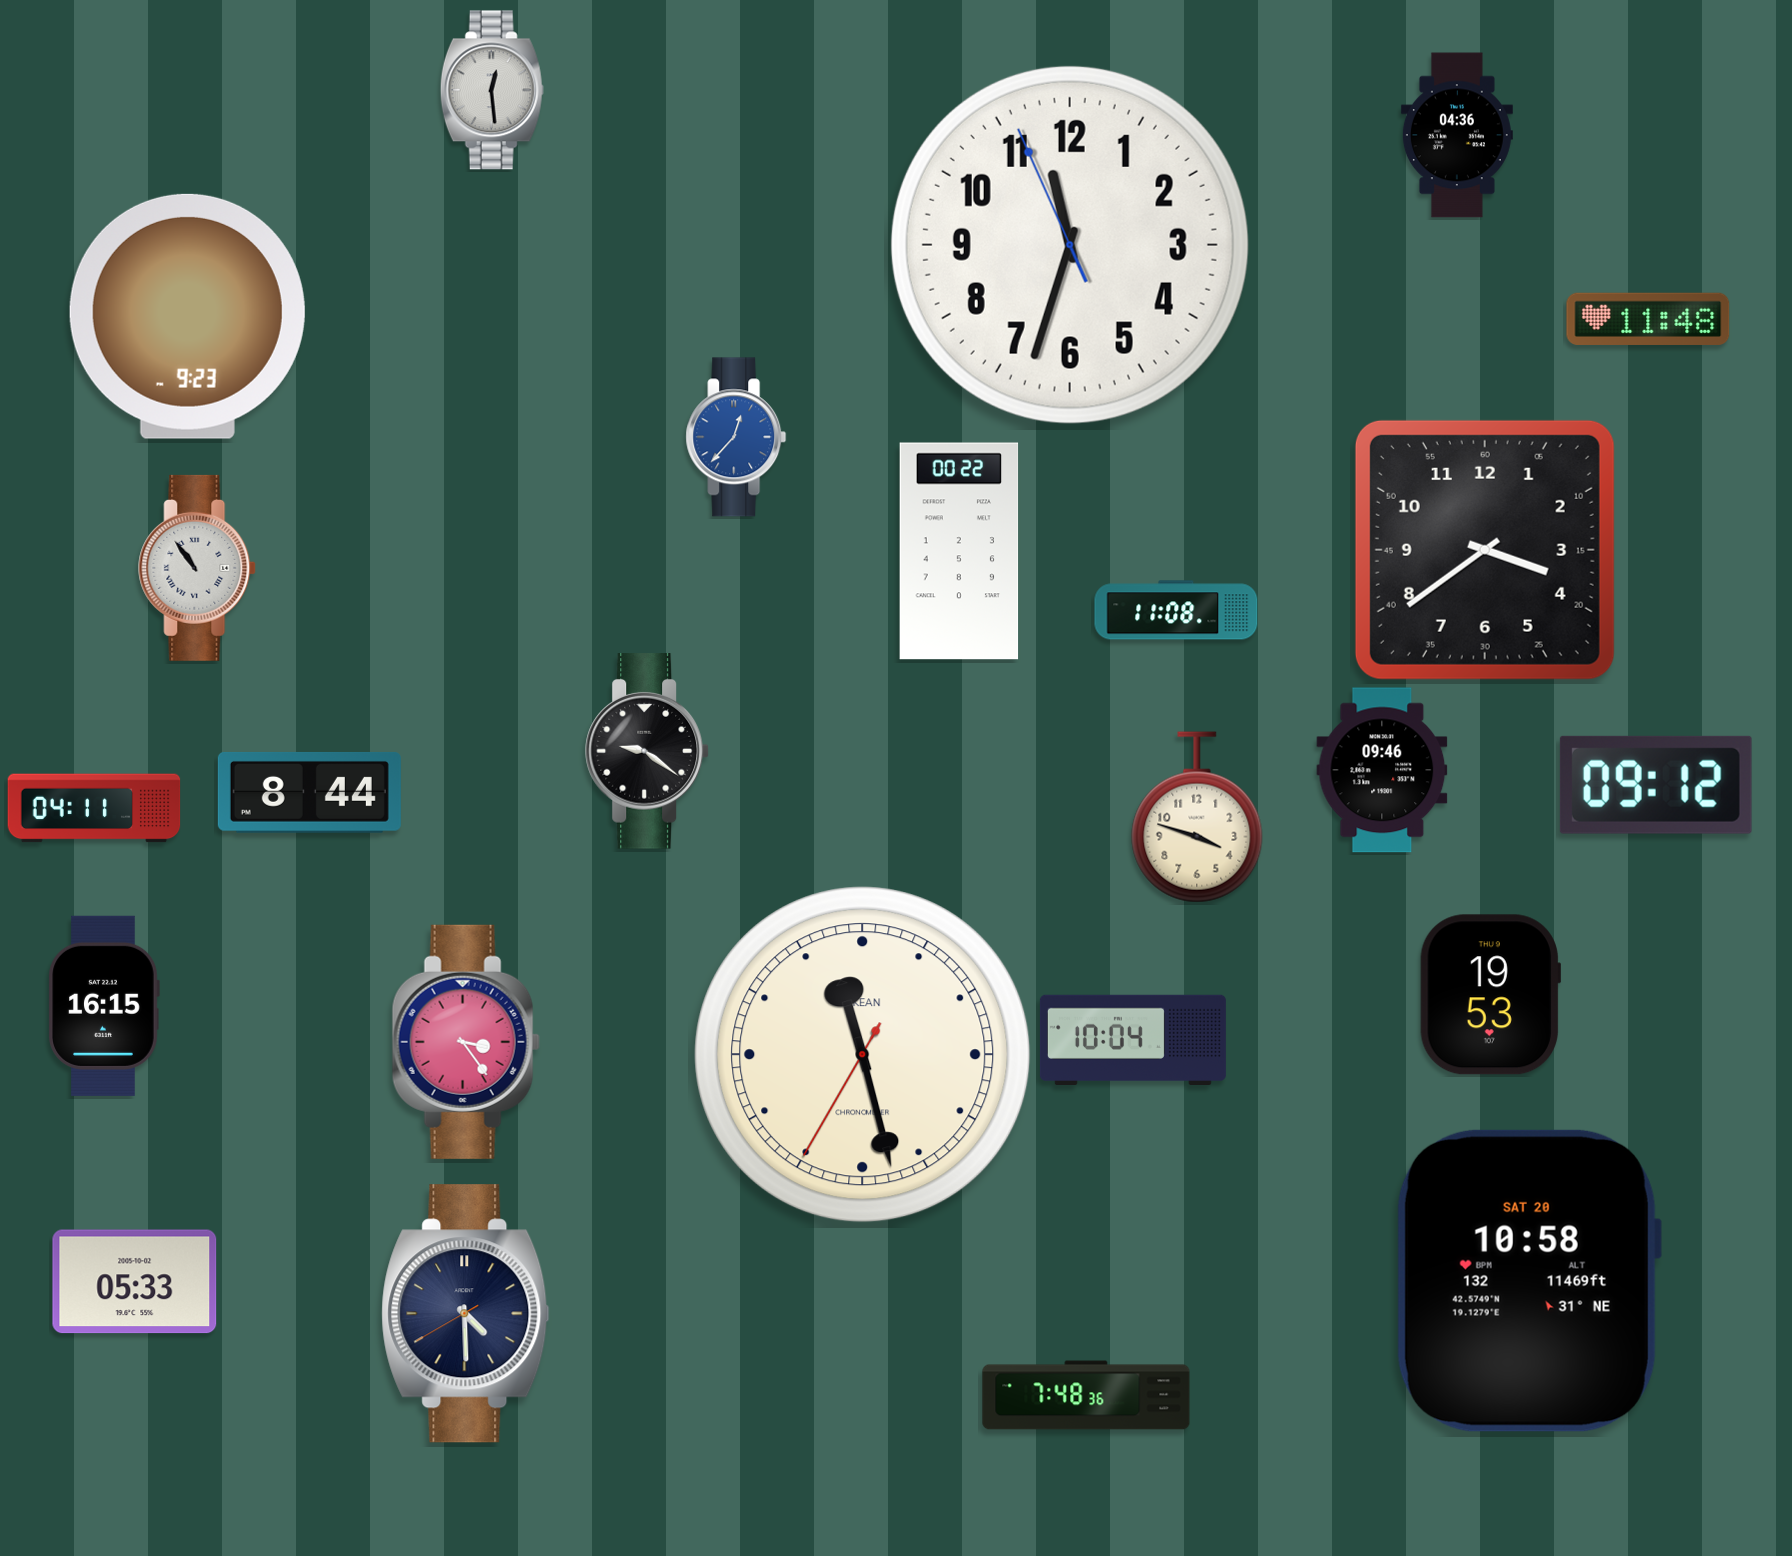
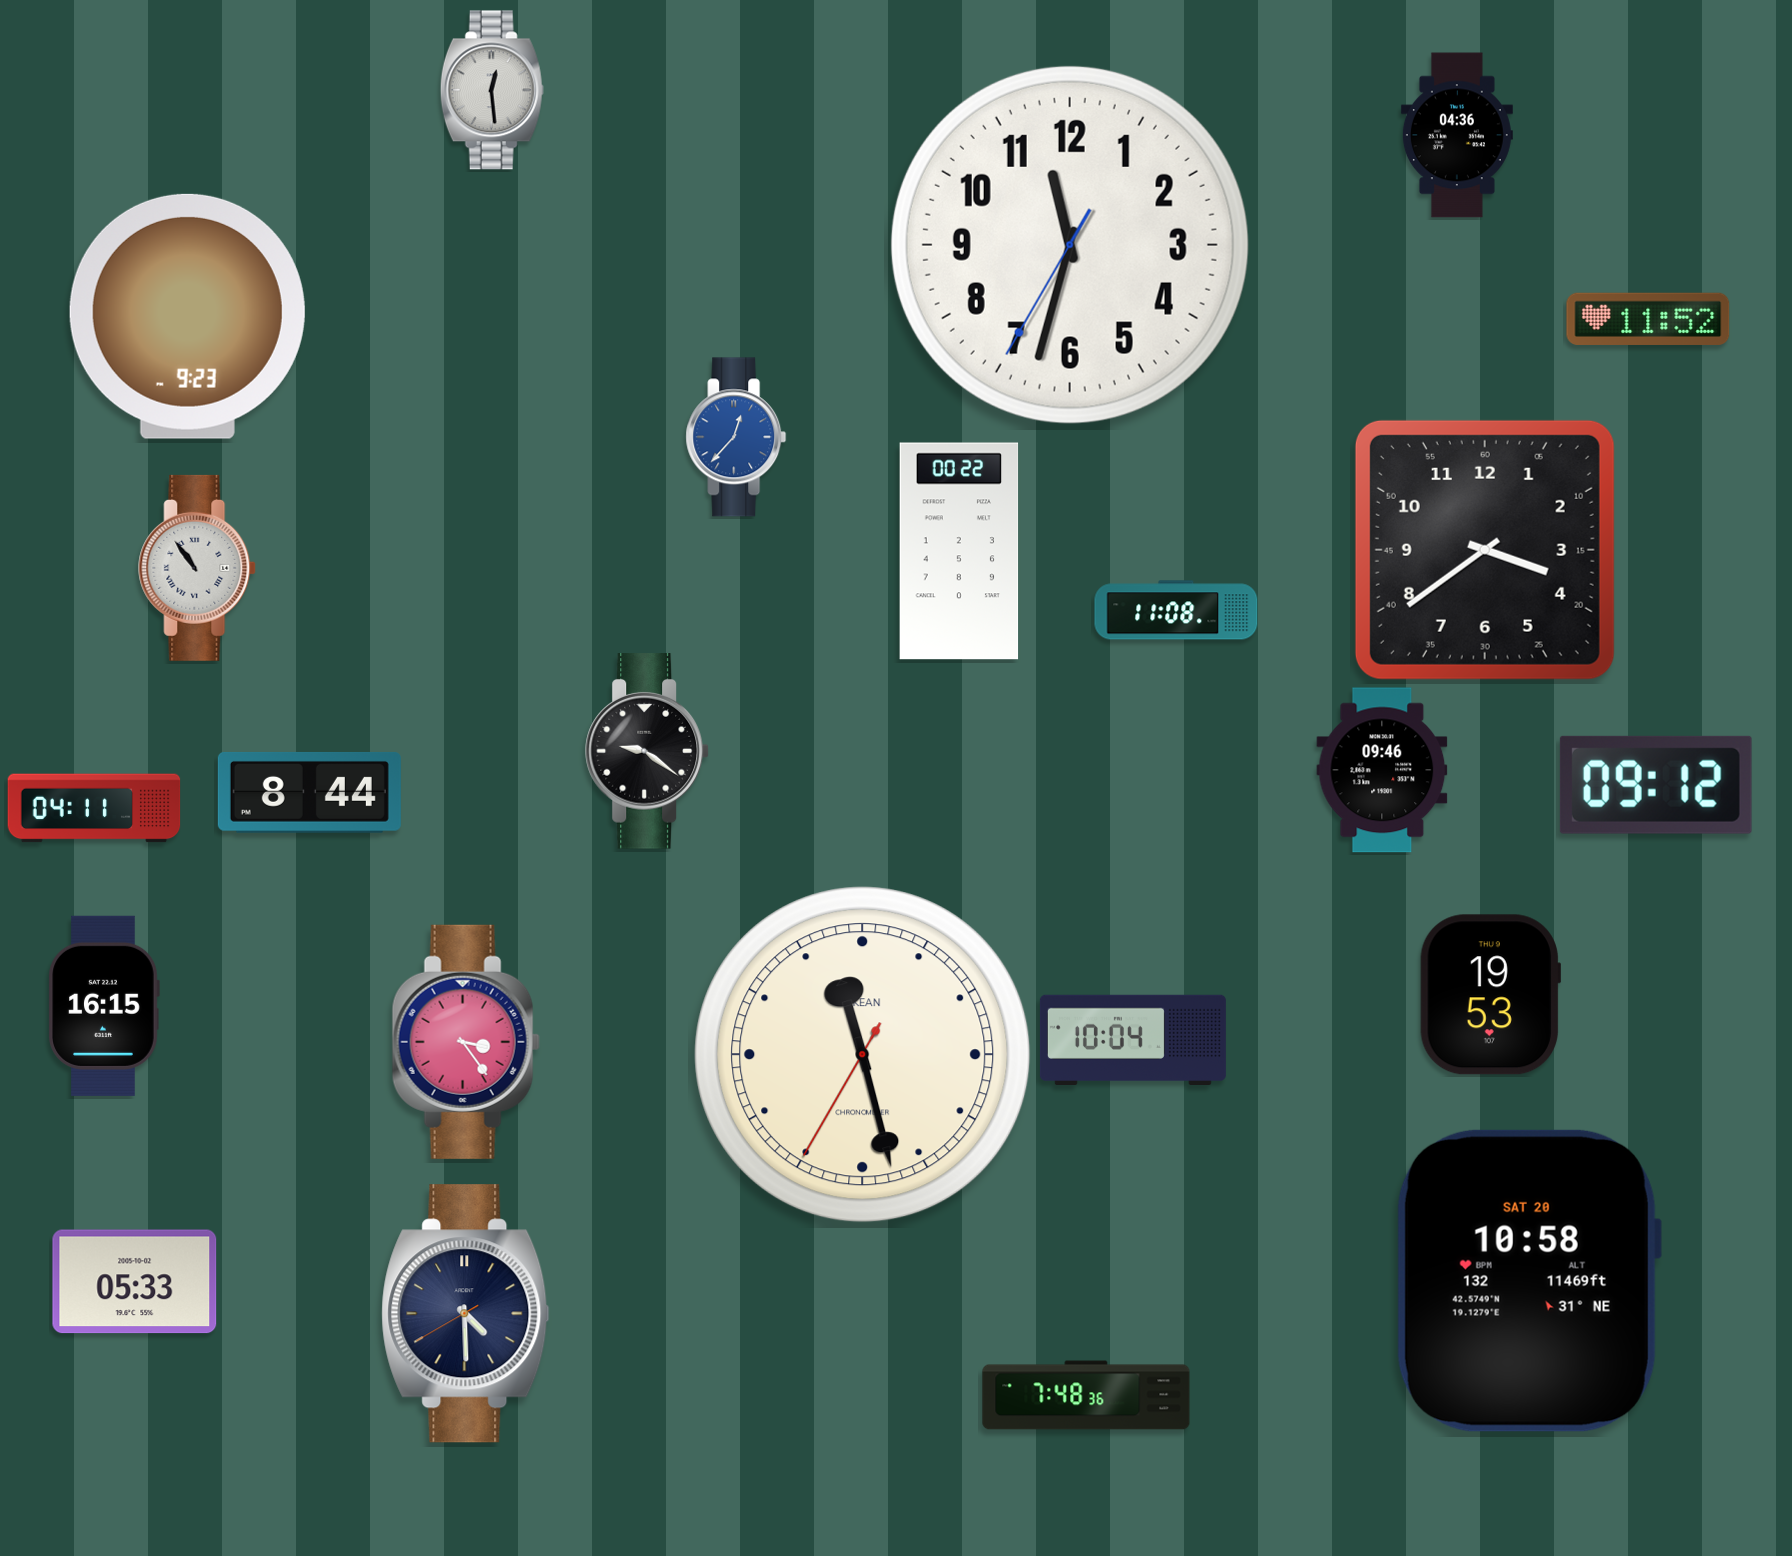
clock at (1070, 245): 11:32:56 -> 11:32:35
clock at (1648, 319): 11:48 -> 11:52
clock at (1197, 817): 3:48 -> none
